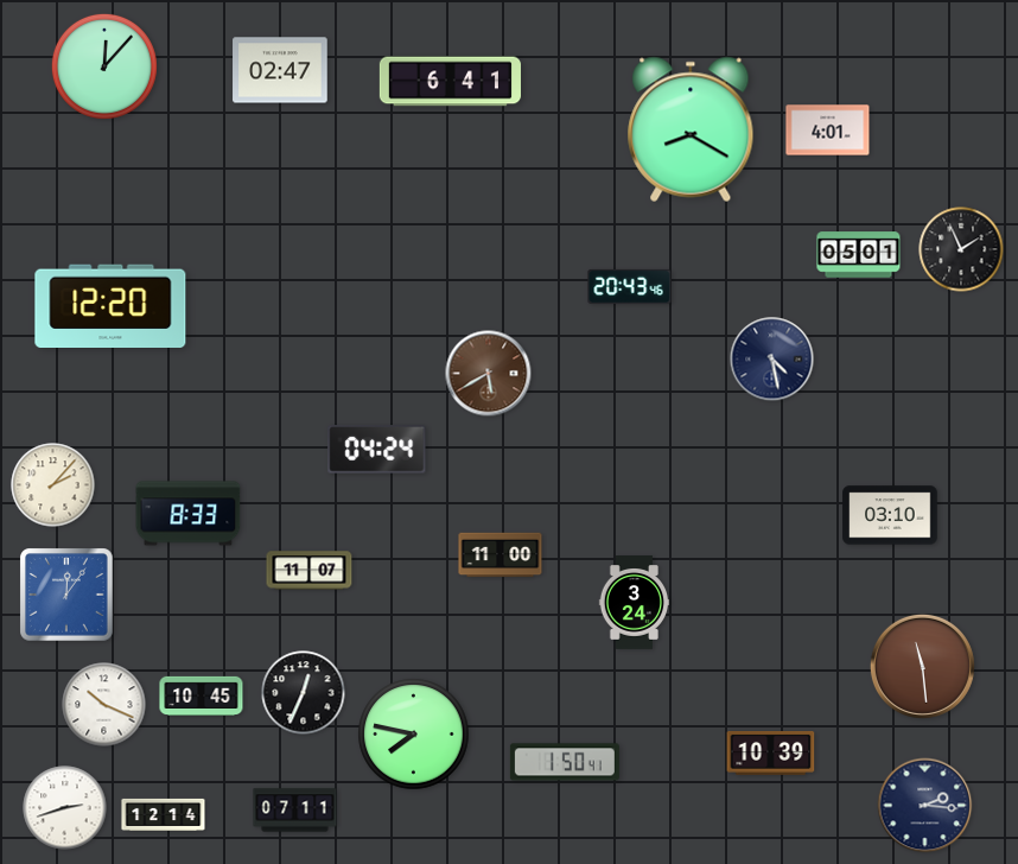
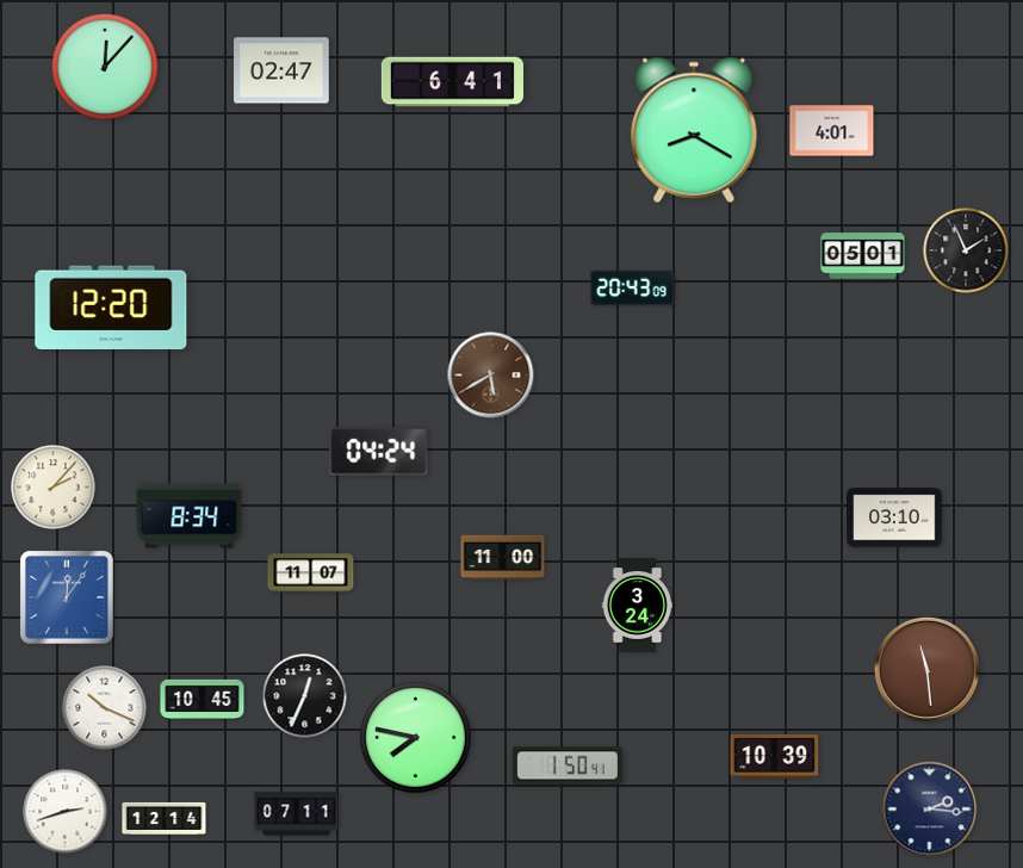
clock at (630, 286): 20:43:46 -> 20:43:09
clock at (772, 360): 4:28 -> none
clock at (189, 514): 8:33 -> 8:34
